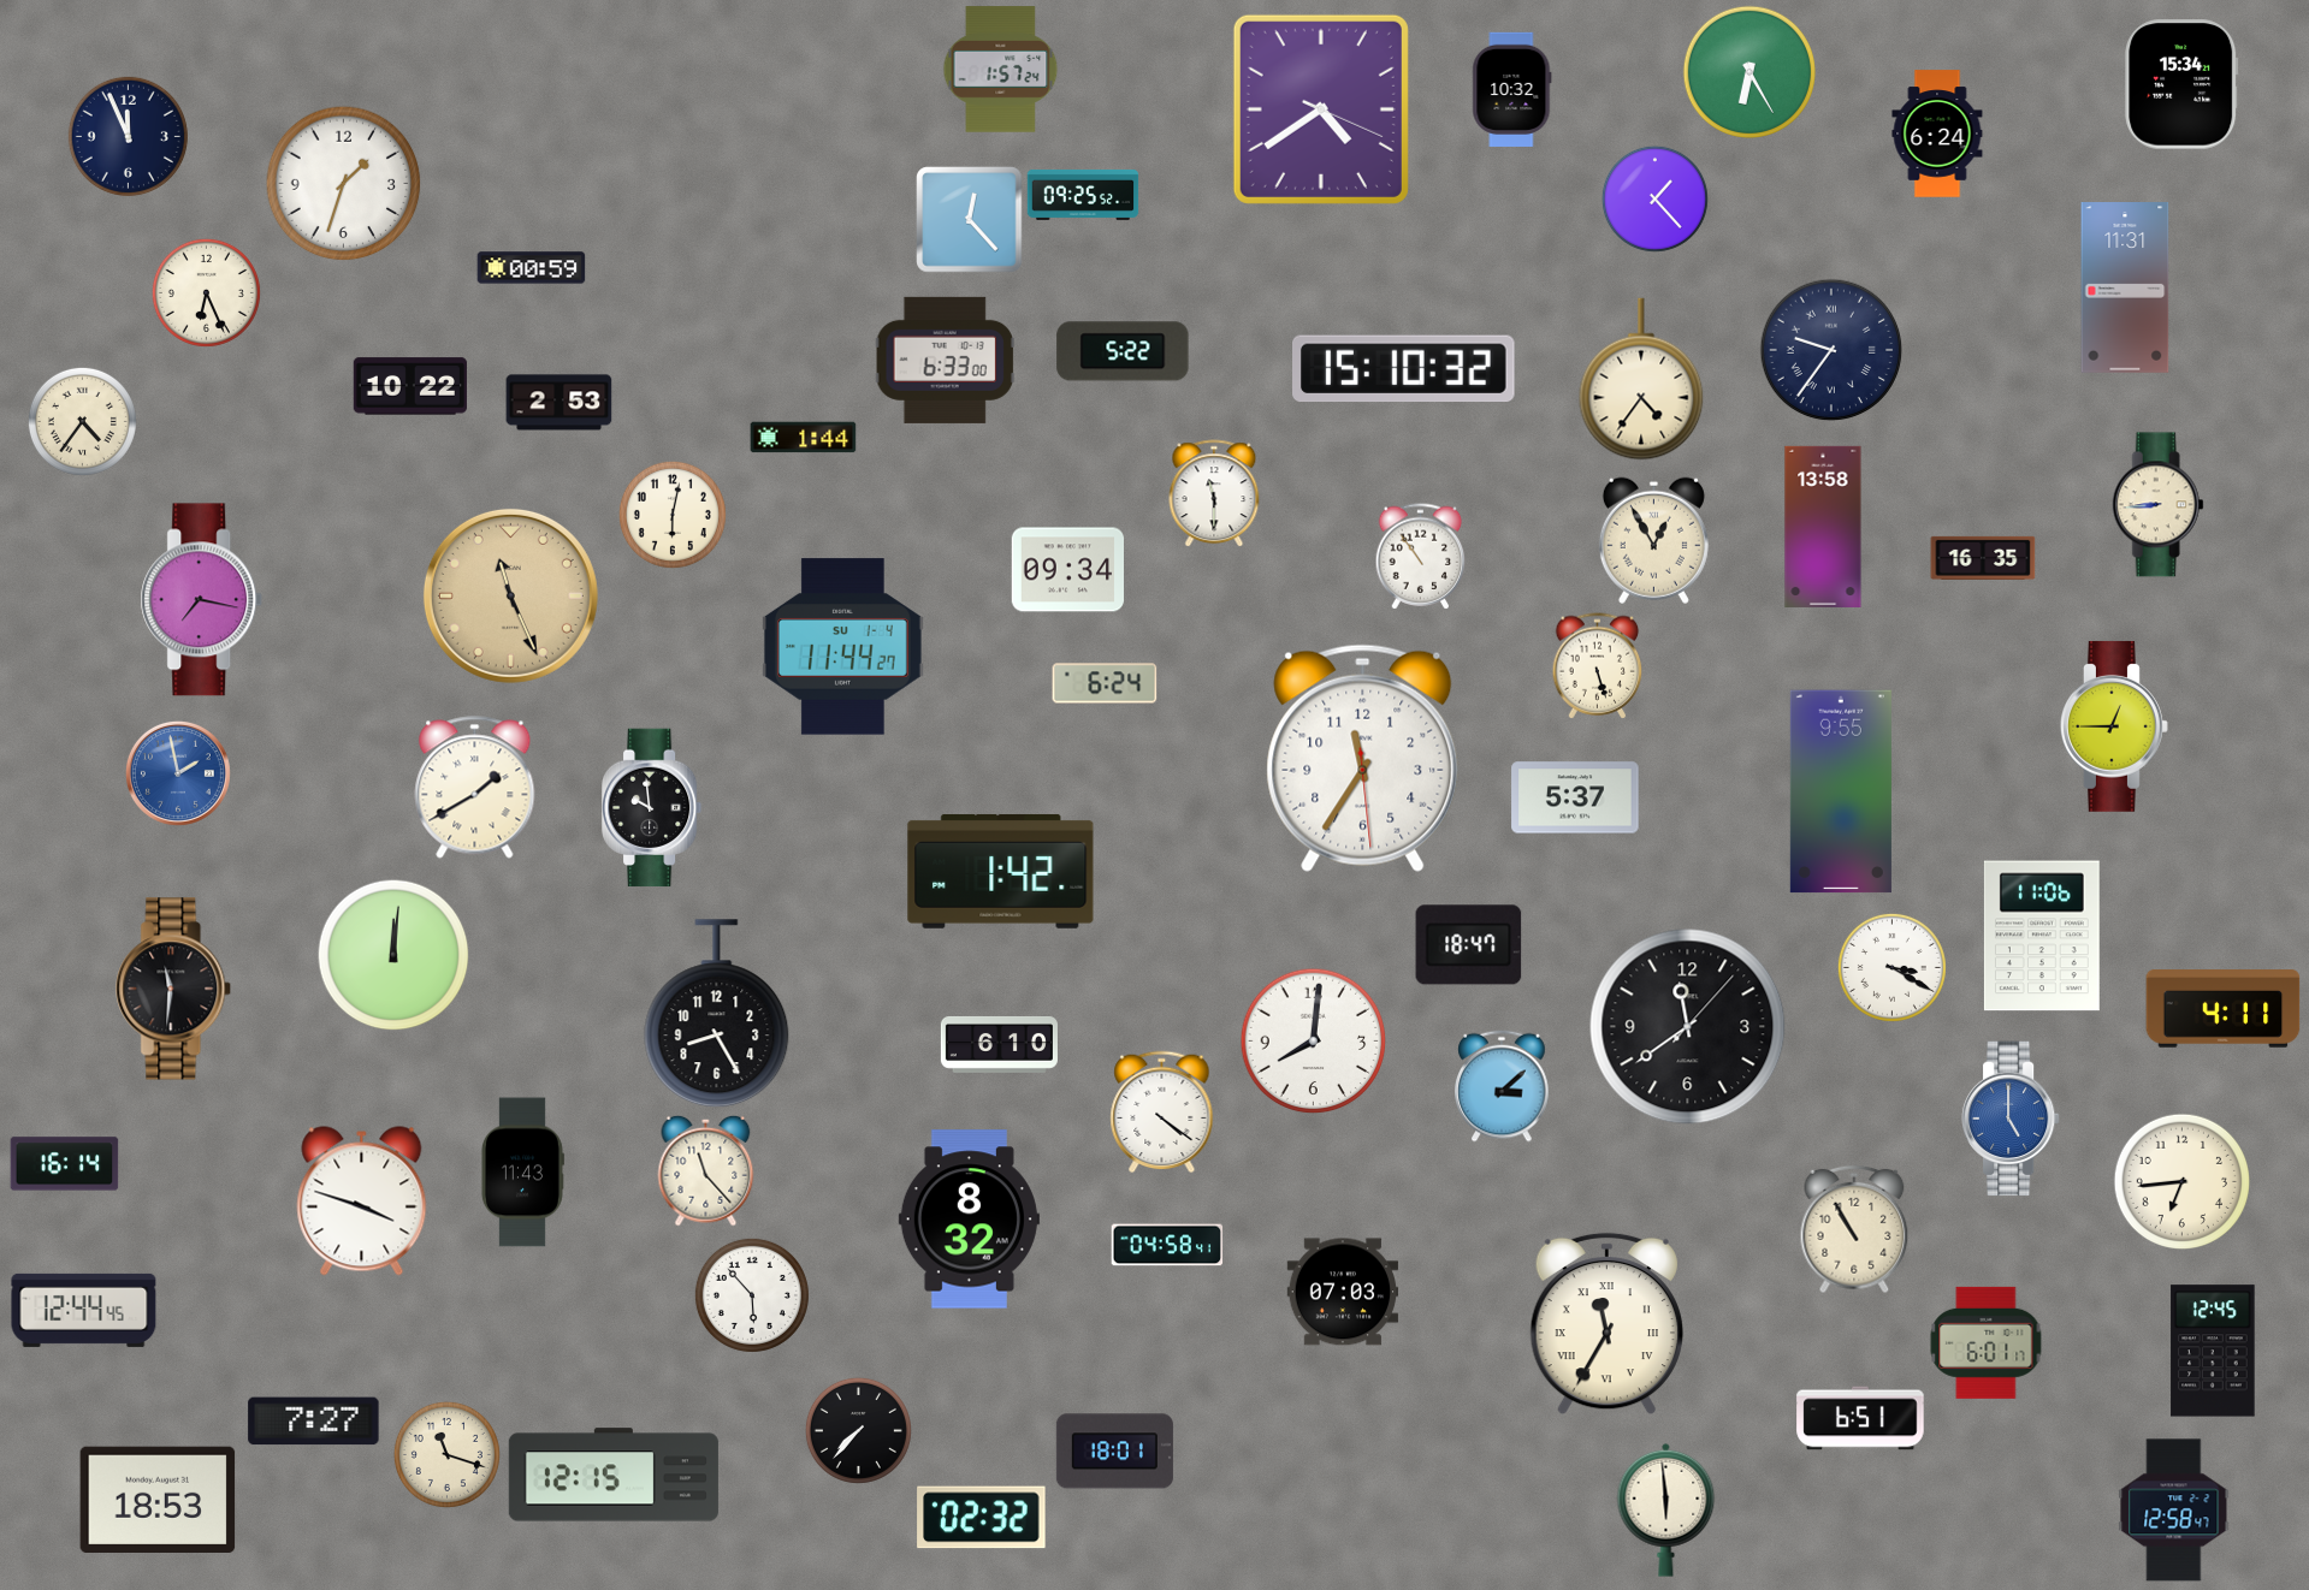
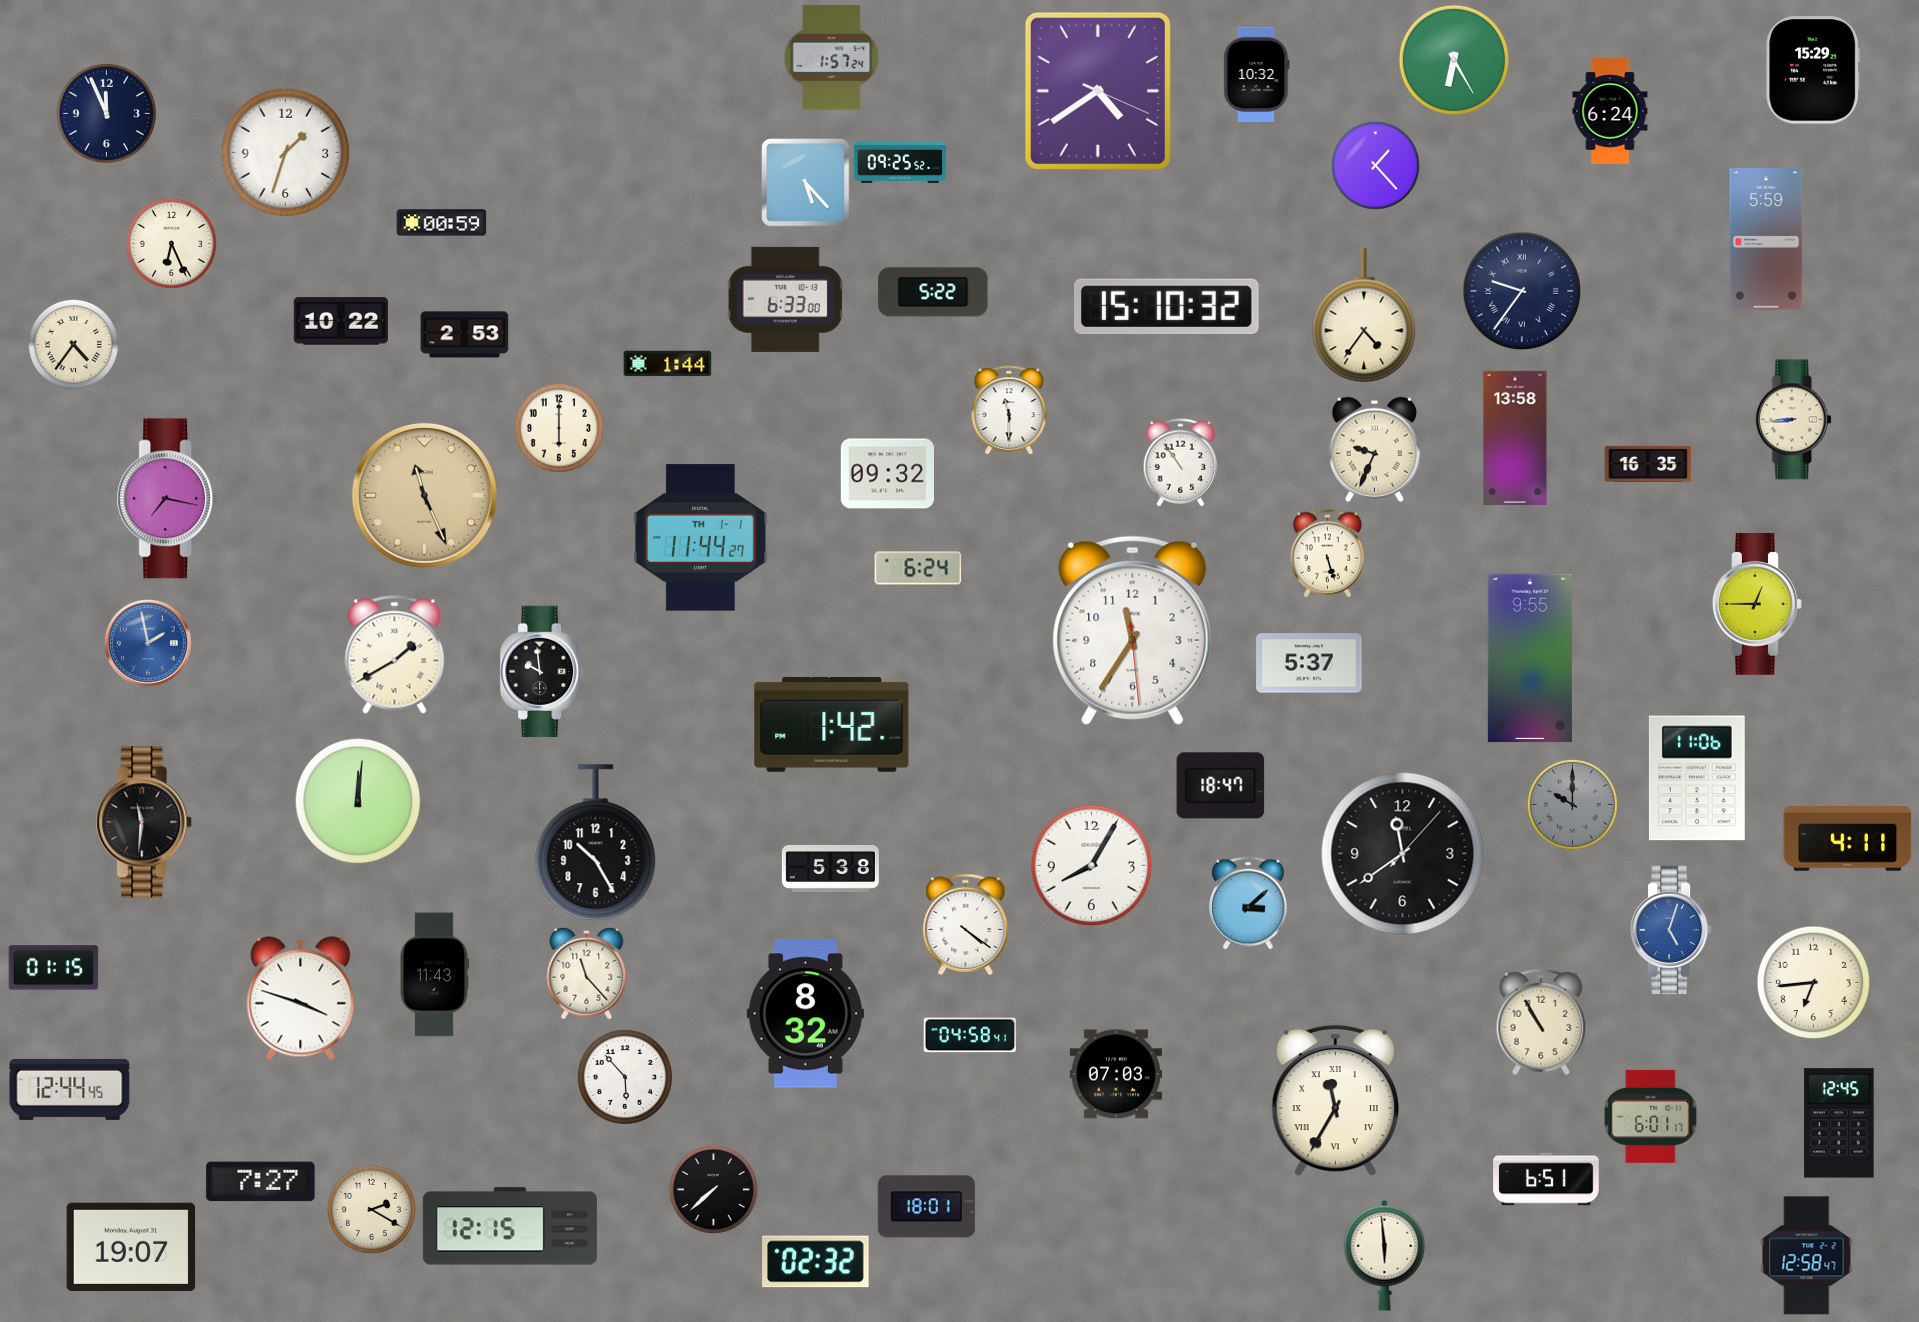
clock at (2181, 84): 15:34 -> 15:29
clock at (970, 220): 12:23 -> 5:23
clock at (2125, 289): 11:31 -> 5:59
clock at (82, 421) position: (82, 421) -> (73, 344)
clock at (673, 515): 6:02 -> 6:00
clock at (1653, 540): 12:55 -> 9:34
clock at (1068, 570): 09:34 -> 09:32
clock at (842, 647) date: SU 1-4 -> TH 1-1
clock at (393, 955) position: (393, 955) -> (358, 801)
clock at (1891, 967): 3:20 -> 10:00
clock at (1891, 967) dial: white -> grey
clock at (717, 1014): 8:25 -> 10:25
clock at (1314, 1042): 8:01 -> 8:05
clock at (999, 1044): 6:10 -> 5:38
clock at (2011, 1119): 5:00 -> 5:03
clock at (65, 1164): 16:14 -> 01:15
clock at (858, 1430): 7:37 -> 7:38
clock at (446, 1454): 11:18 -> 2:20
clock at (158, 1499): 18:53 -> 19:07
